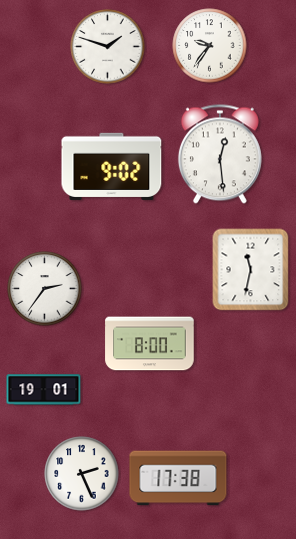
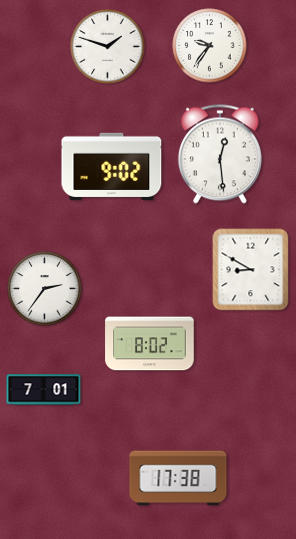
clock at (251, 270): 11:32 -> 8:50
clock at (150, 344): 8:00 -> 8:02
clock at (44, 390): 19:01 -> 7:01
clock at (82, 474): 2:26 -> none
